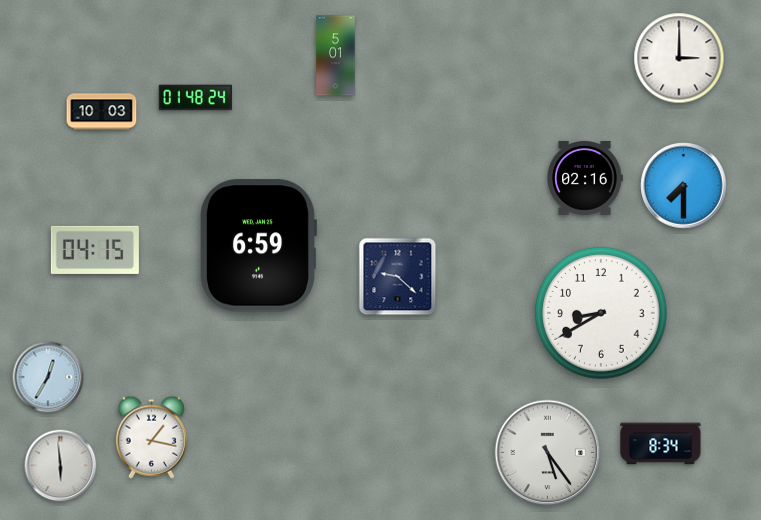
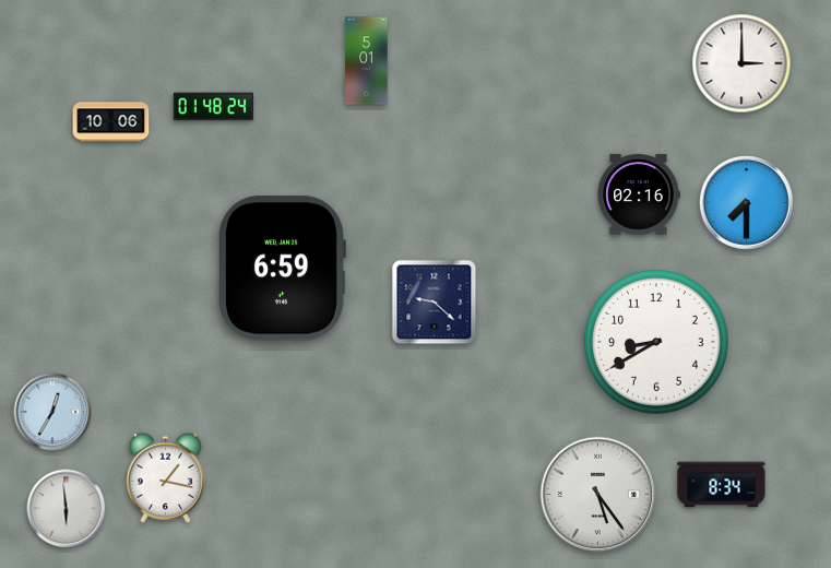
clock at (102, 112): 10:03 -> 10:06
clock at (95, 250): 04:15 -> none
